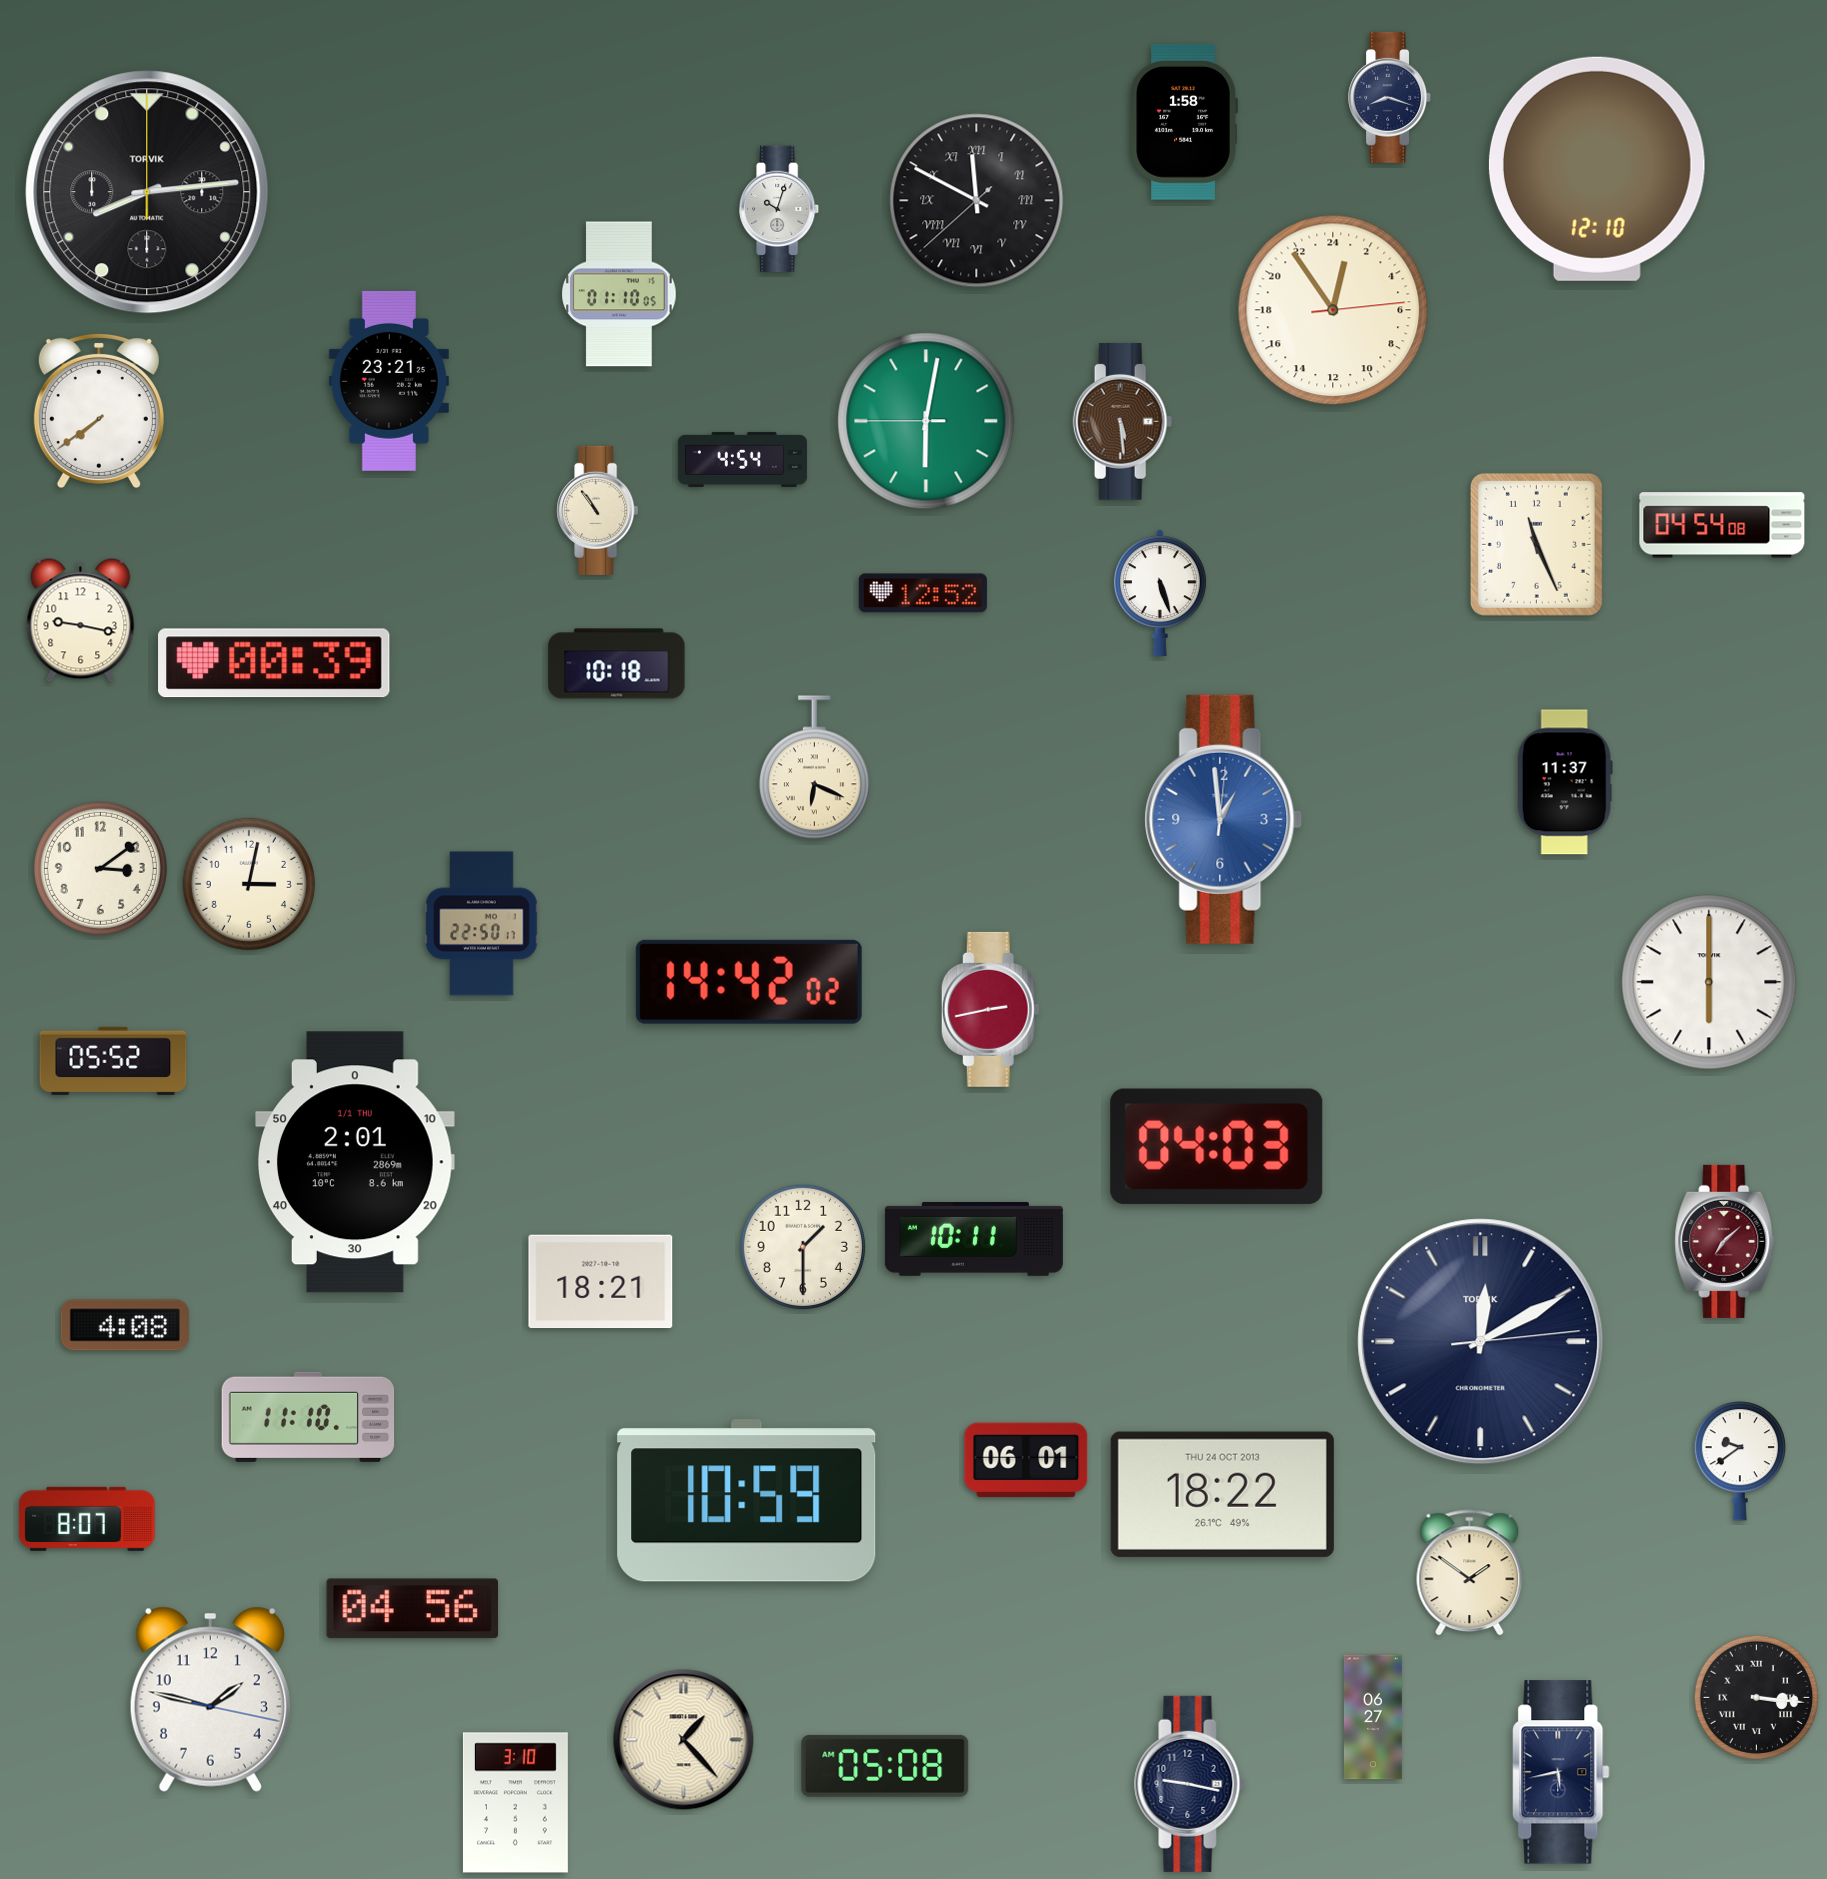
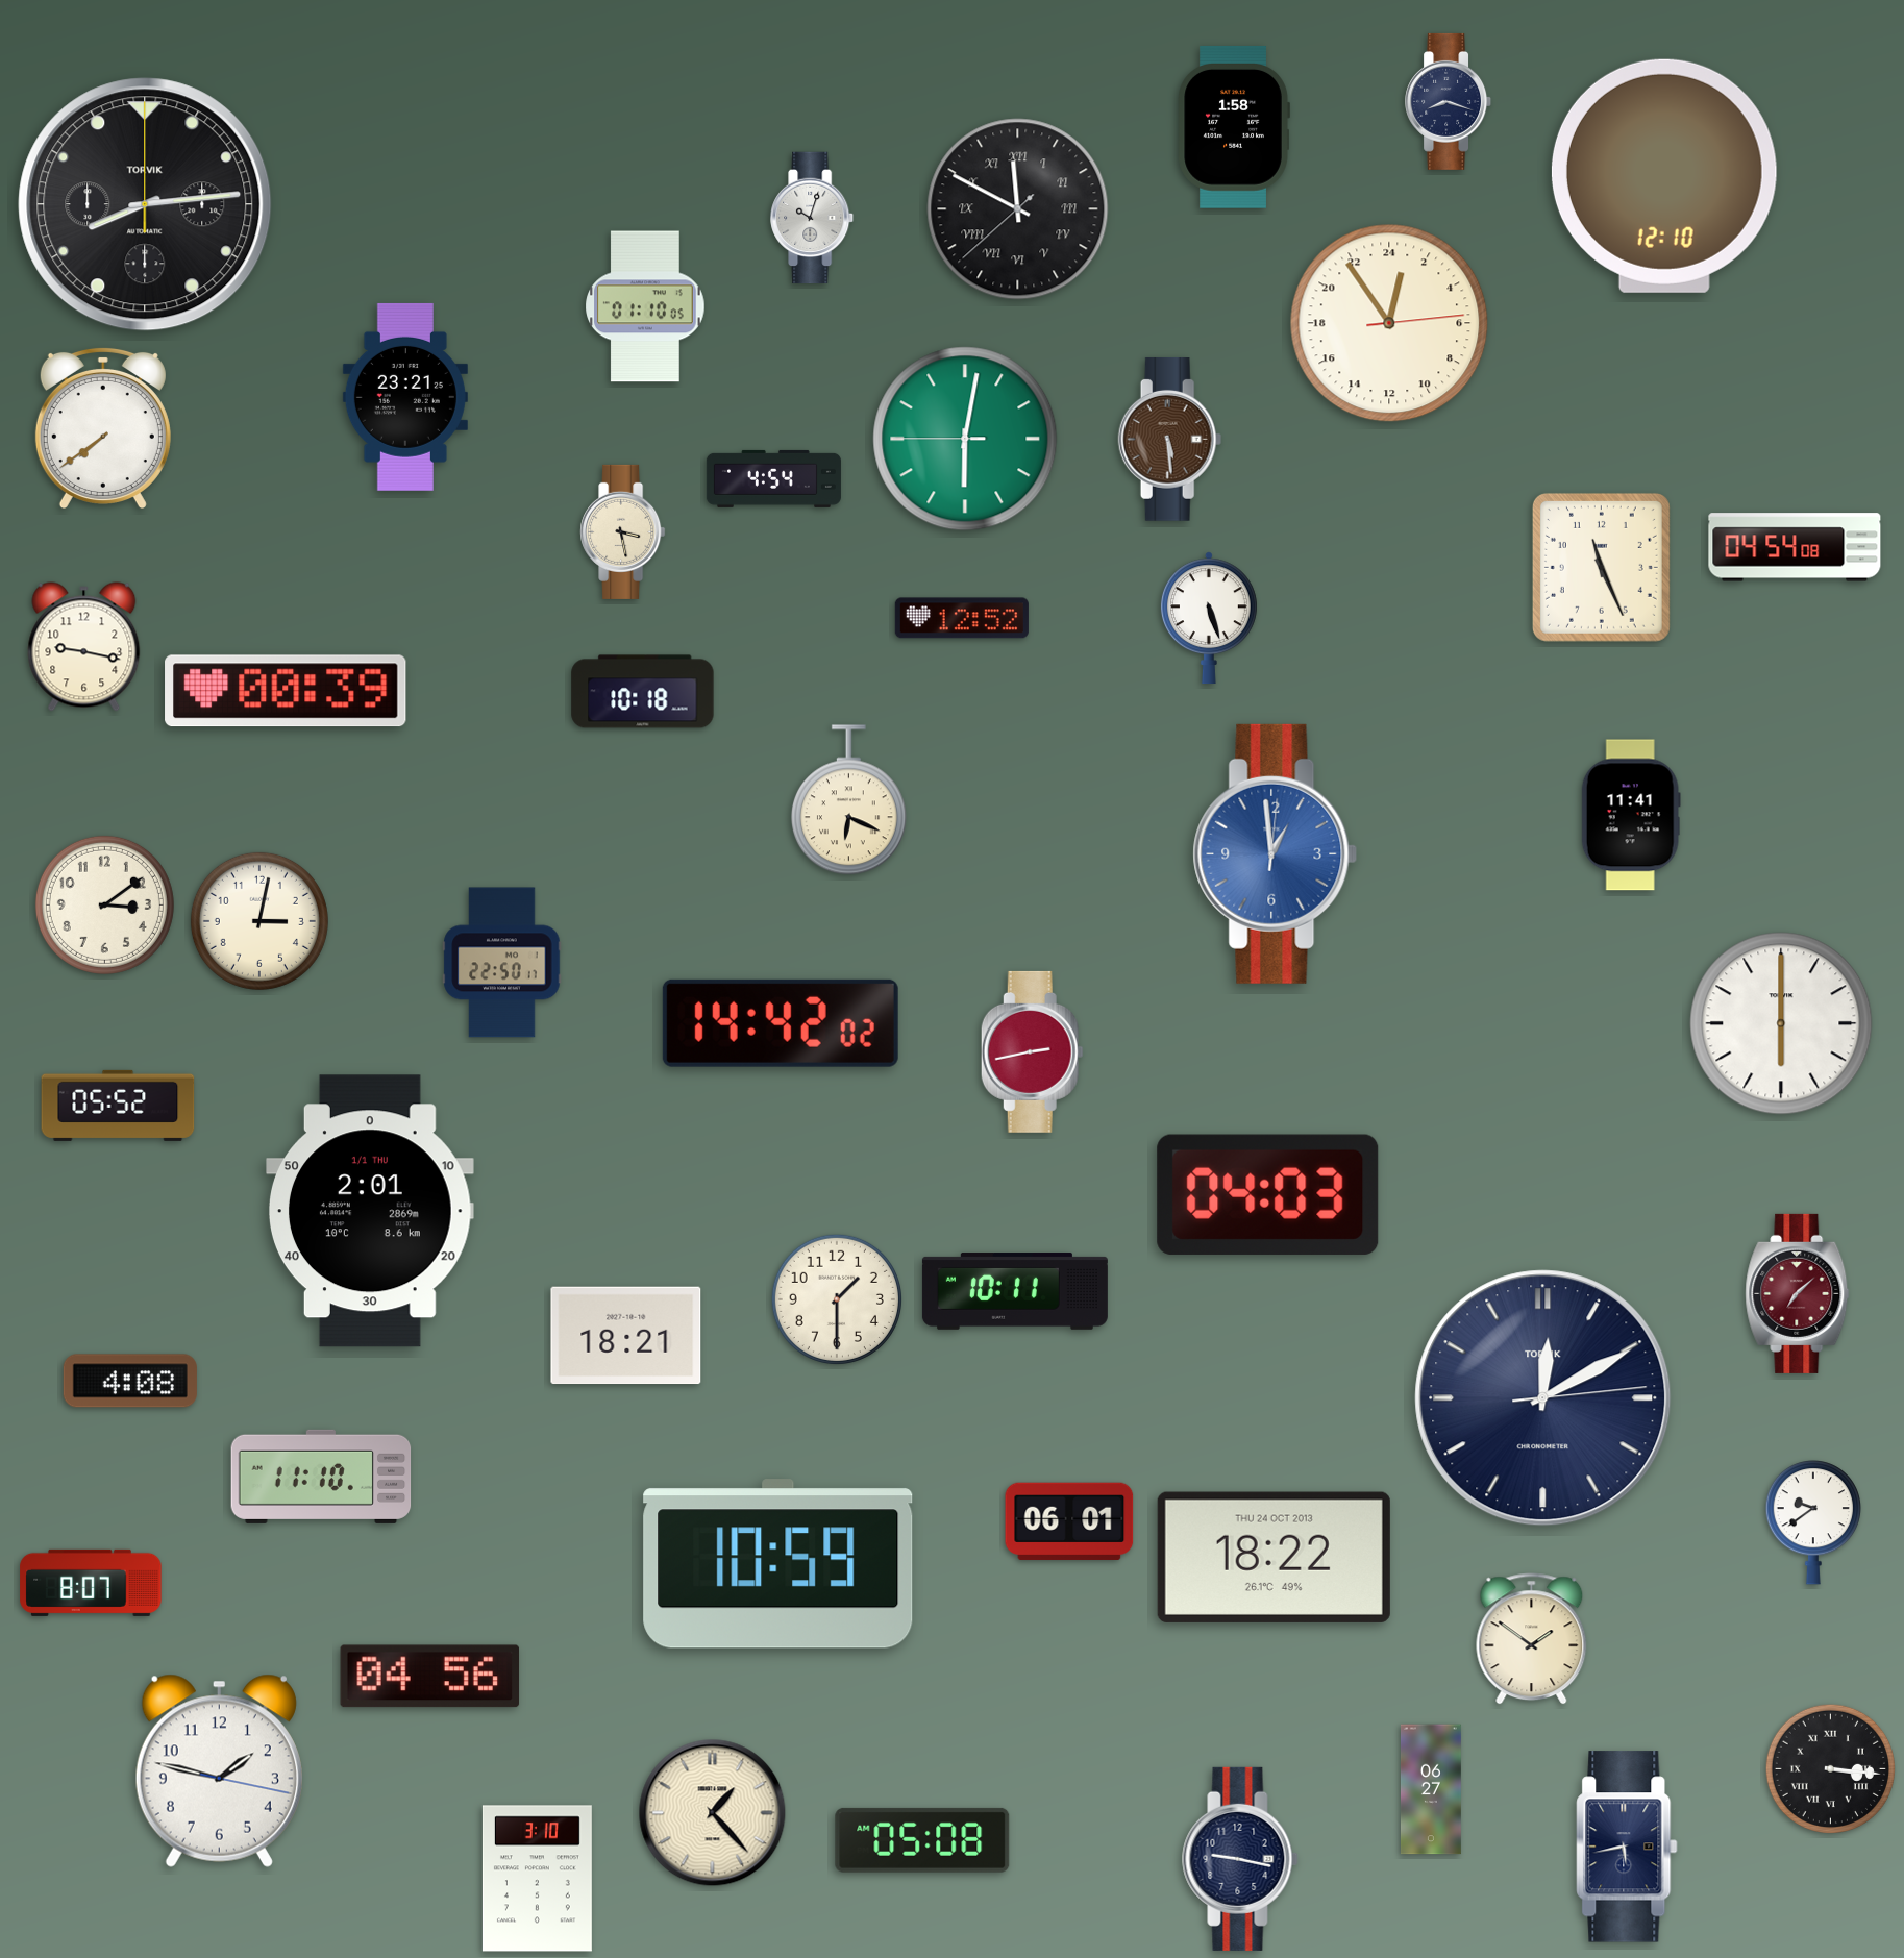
clock at (147, 192) position: (147, 192) -> (145, 204)
clock at (598, 510): 10:54 -> 3:28
clock at (1565, 782): 11:37 -> 11:41
